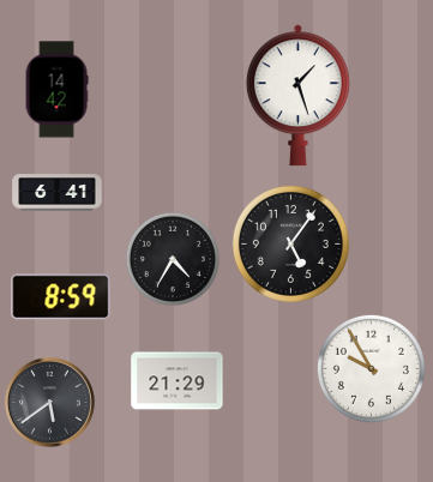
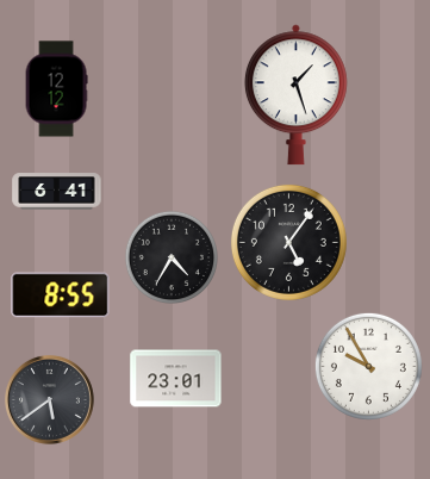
clock at (56, 90): 14:42 -> 12:12
clock at (61, 297): 8:59 -> 8:55
clock at (178, 381): 21:29 -> 23:01
